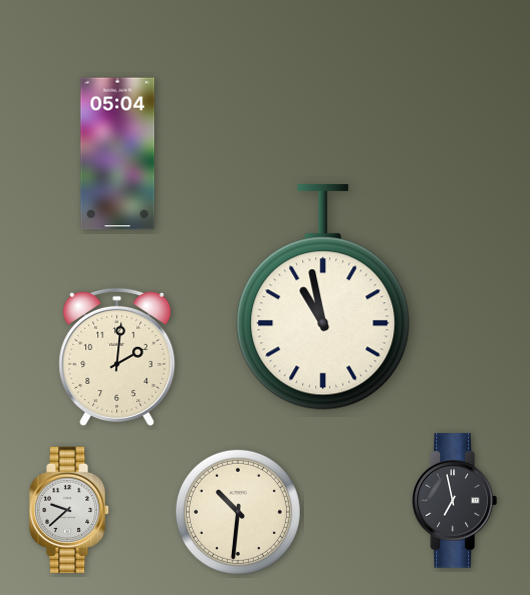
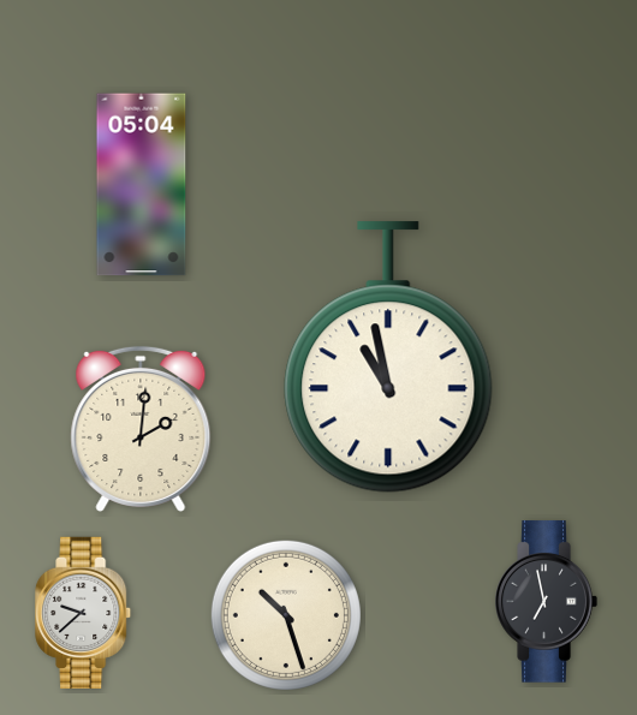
clock at (238, 512): 10:31 -> 10:27
